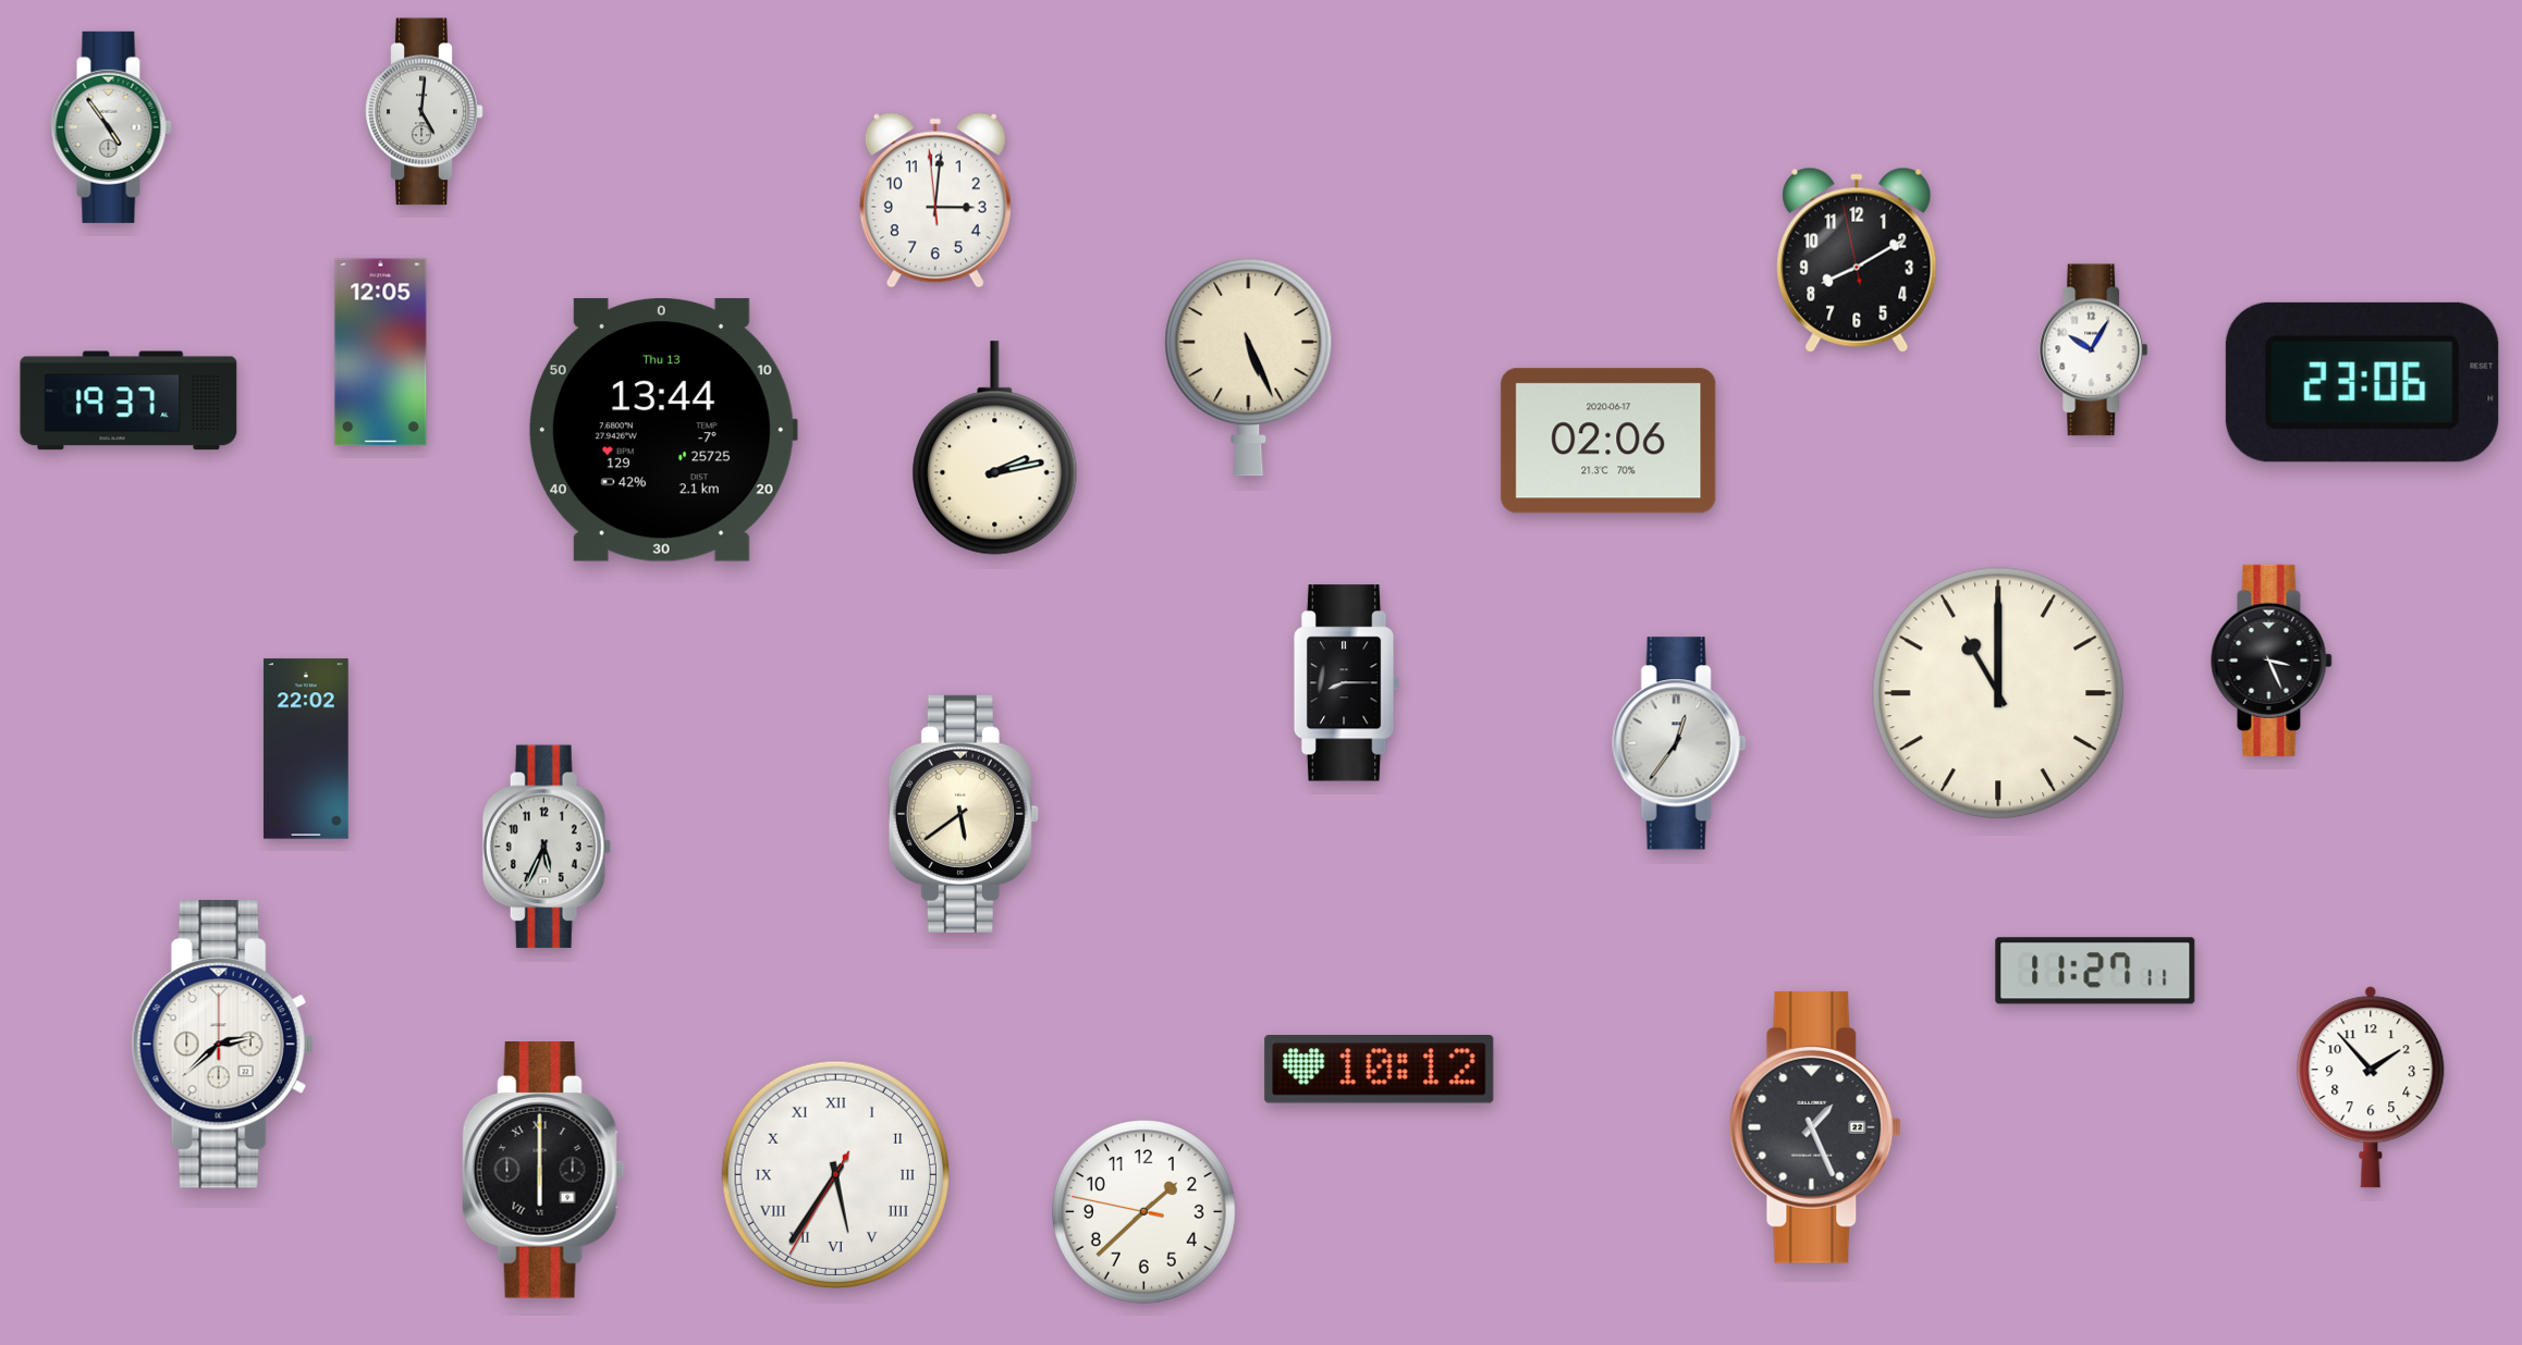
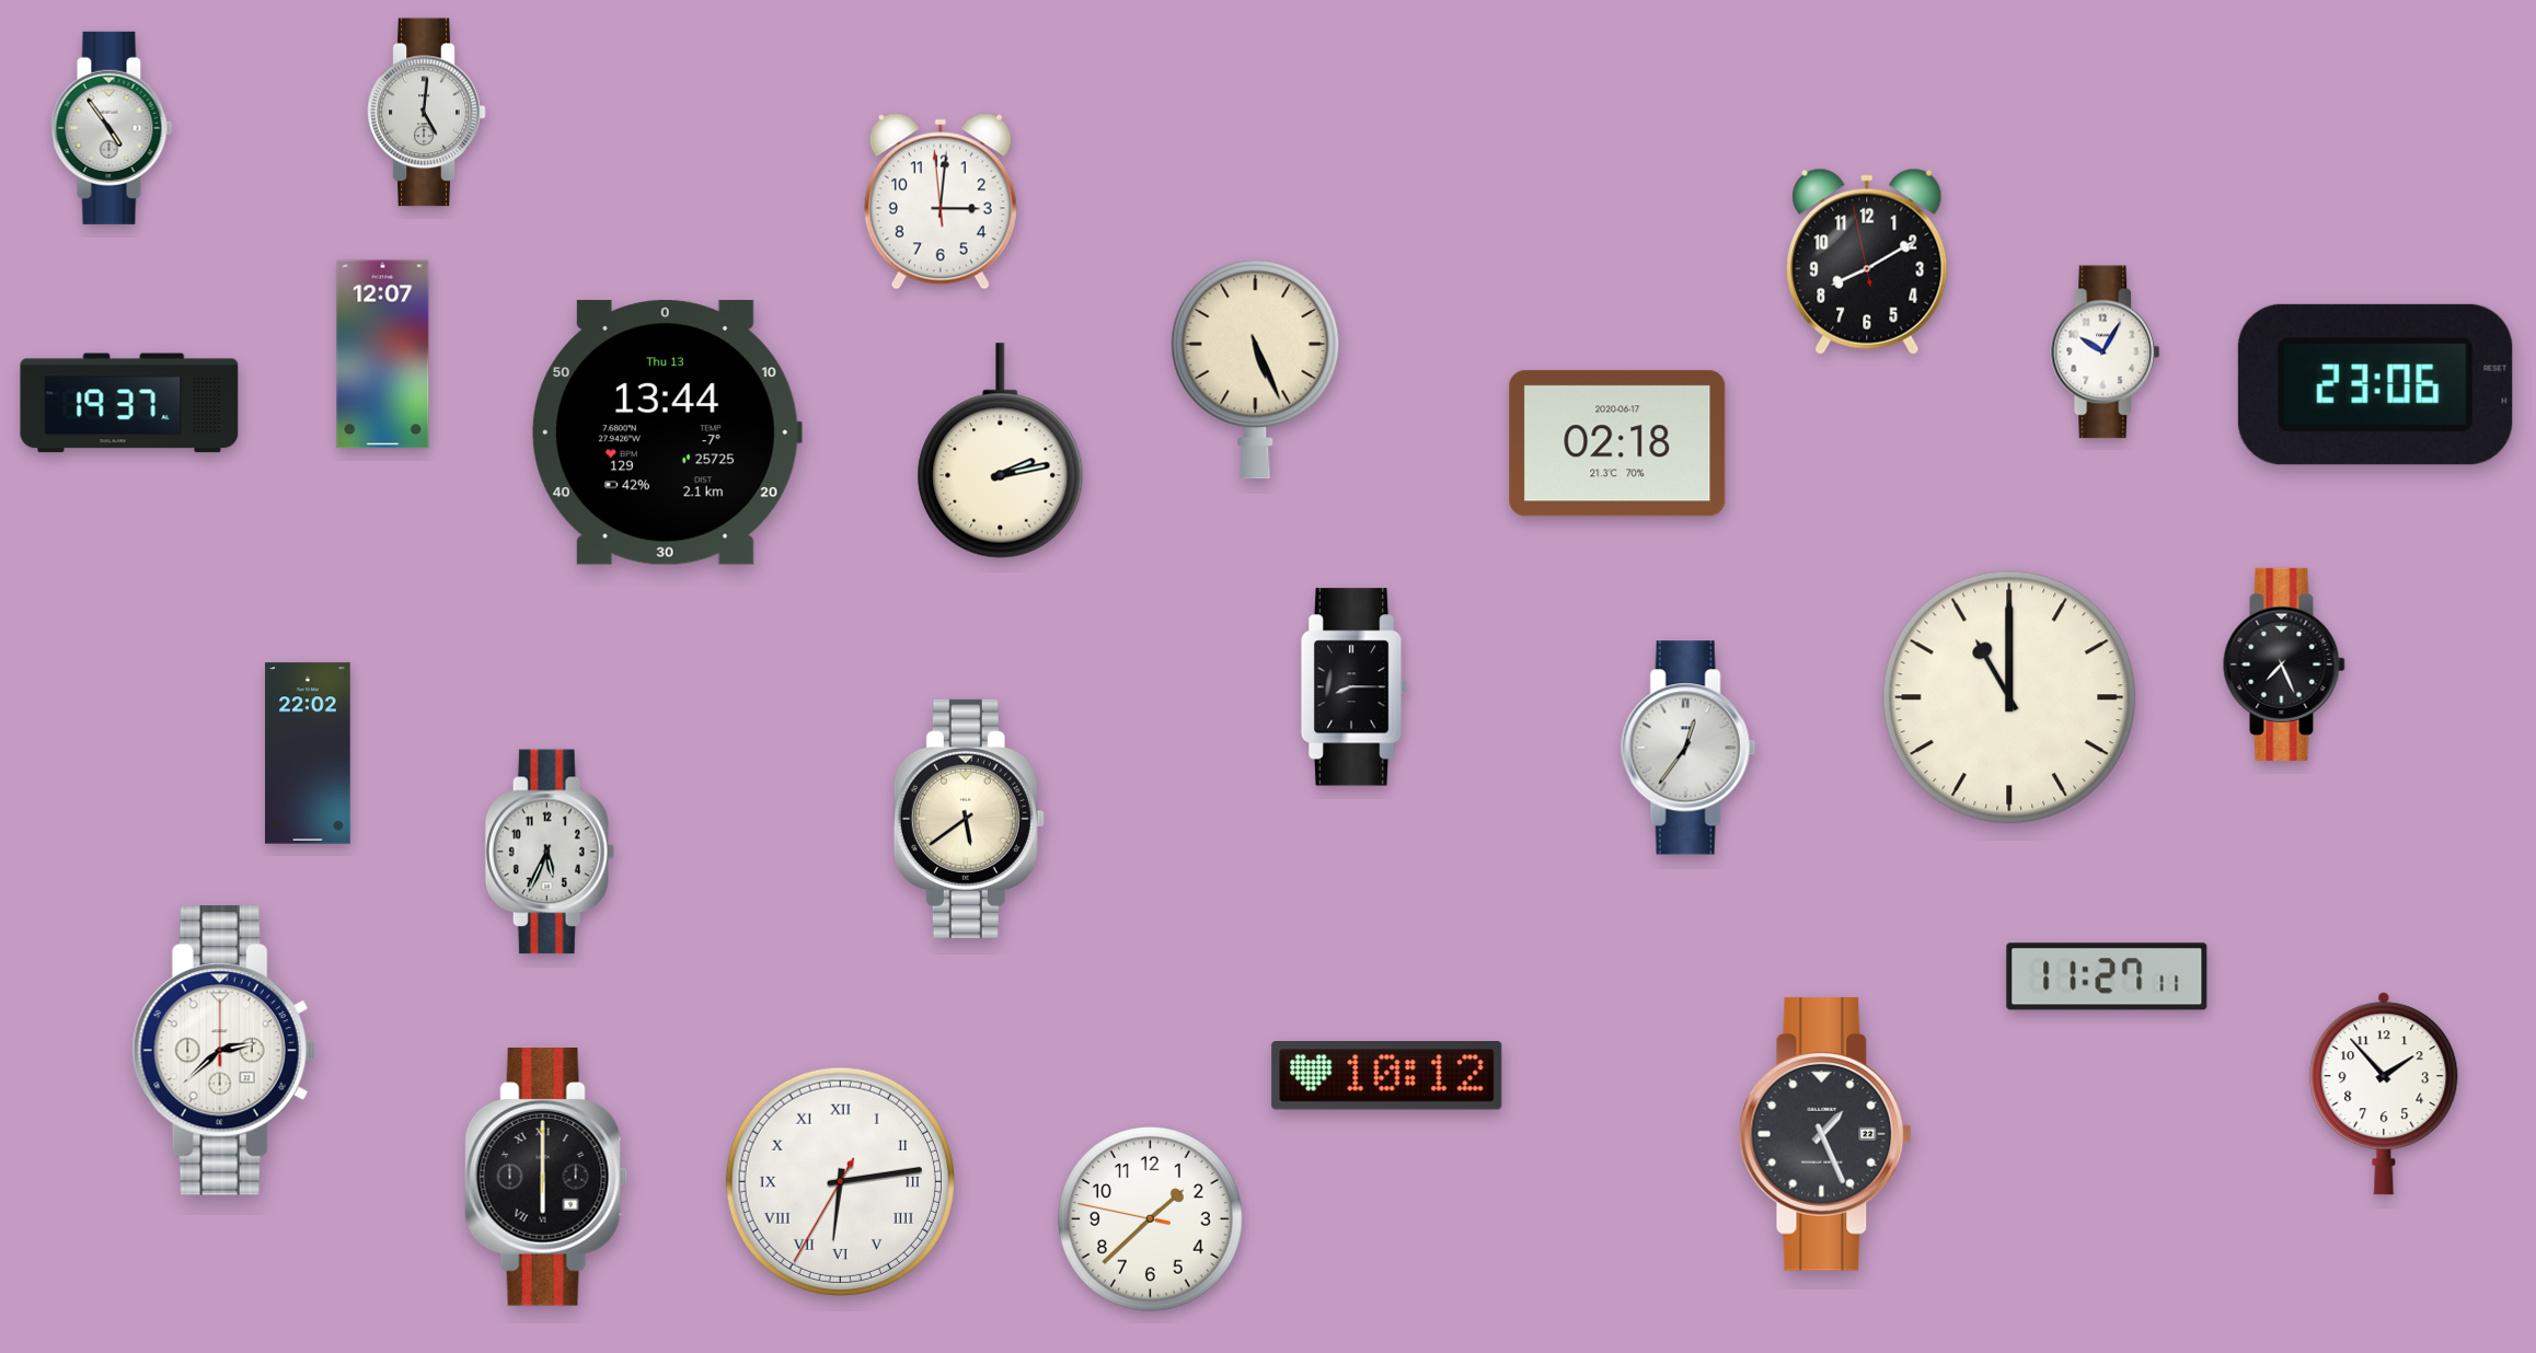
clock at (381, 353): 12:05 -> 12:07
clock at (1608, 441): 02:06 -> 02:18
clock at (2272, 661): 3:26 -> 7:26
clock at (835, 1174): 5:35 -> 6:13
